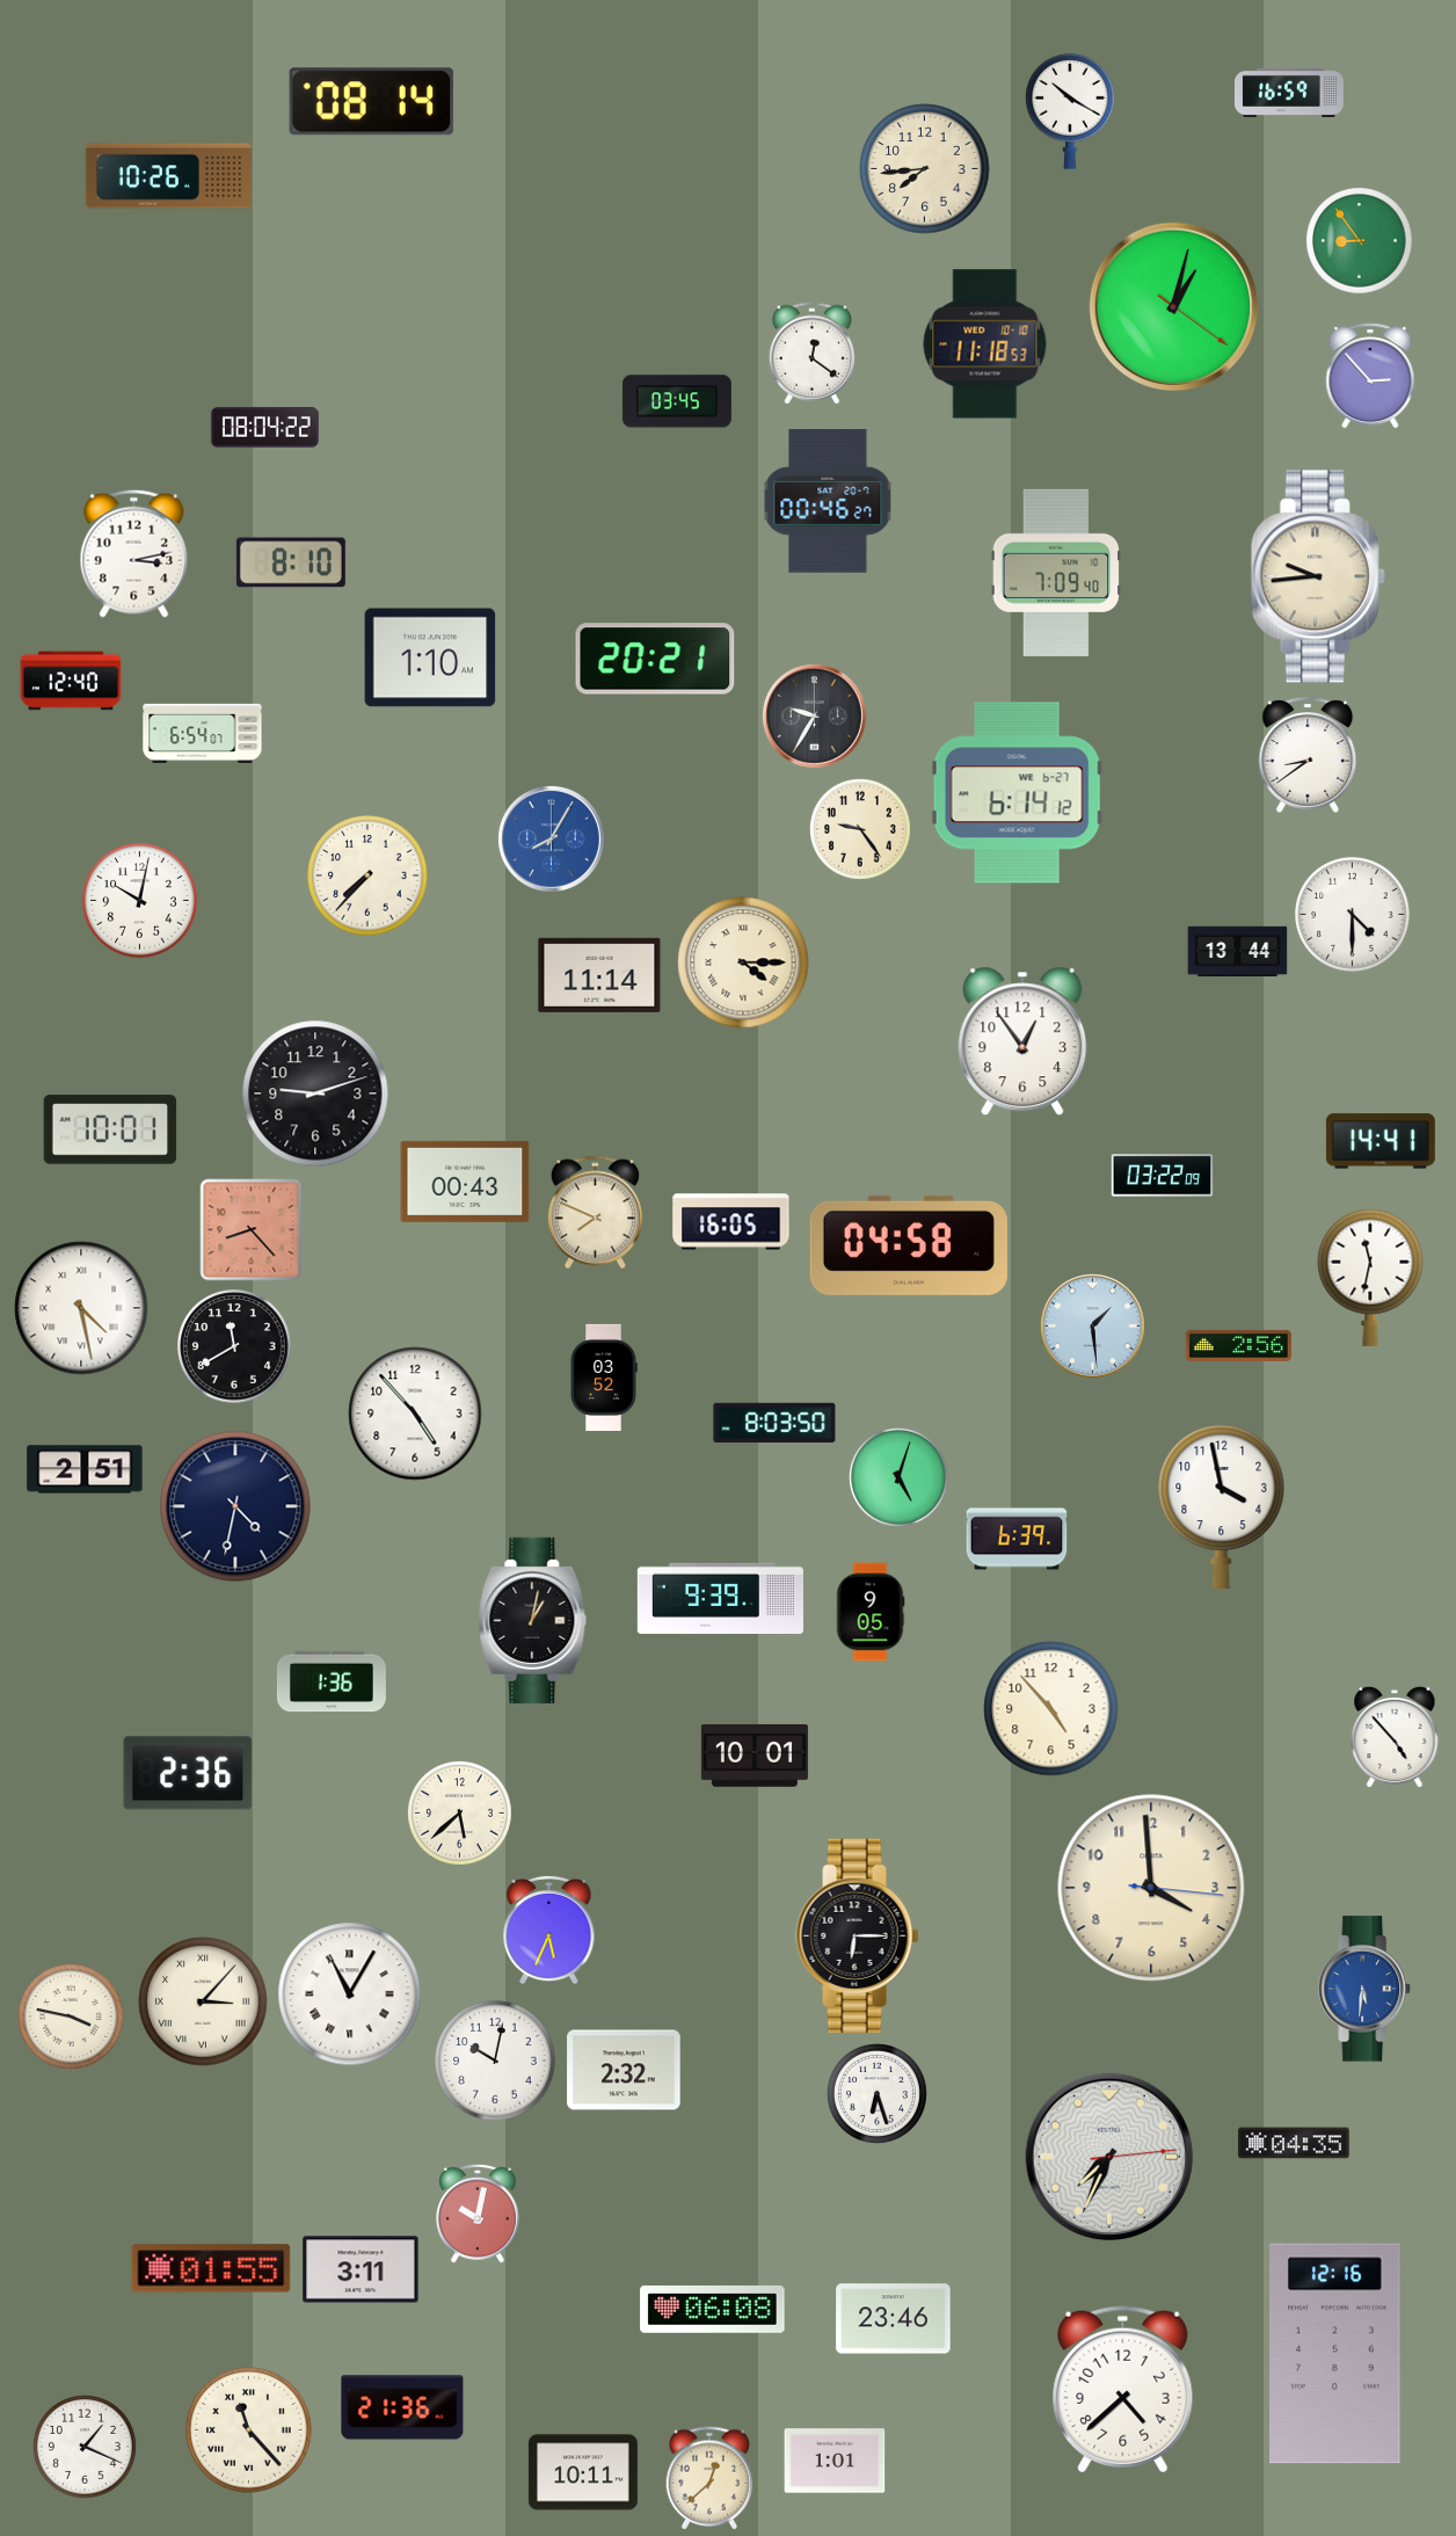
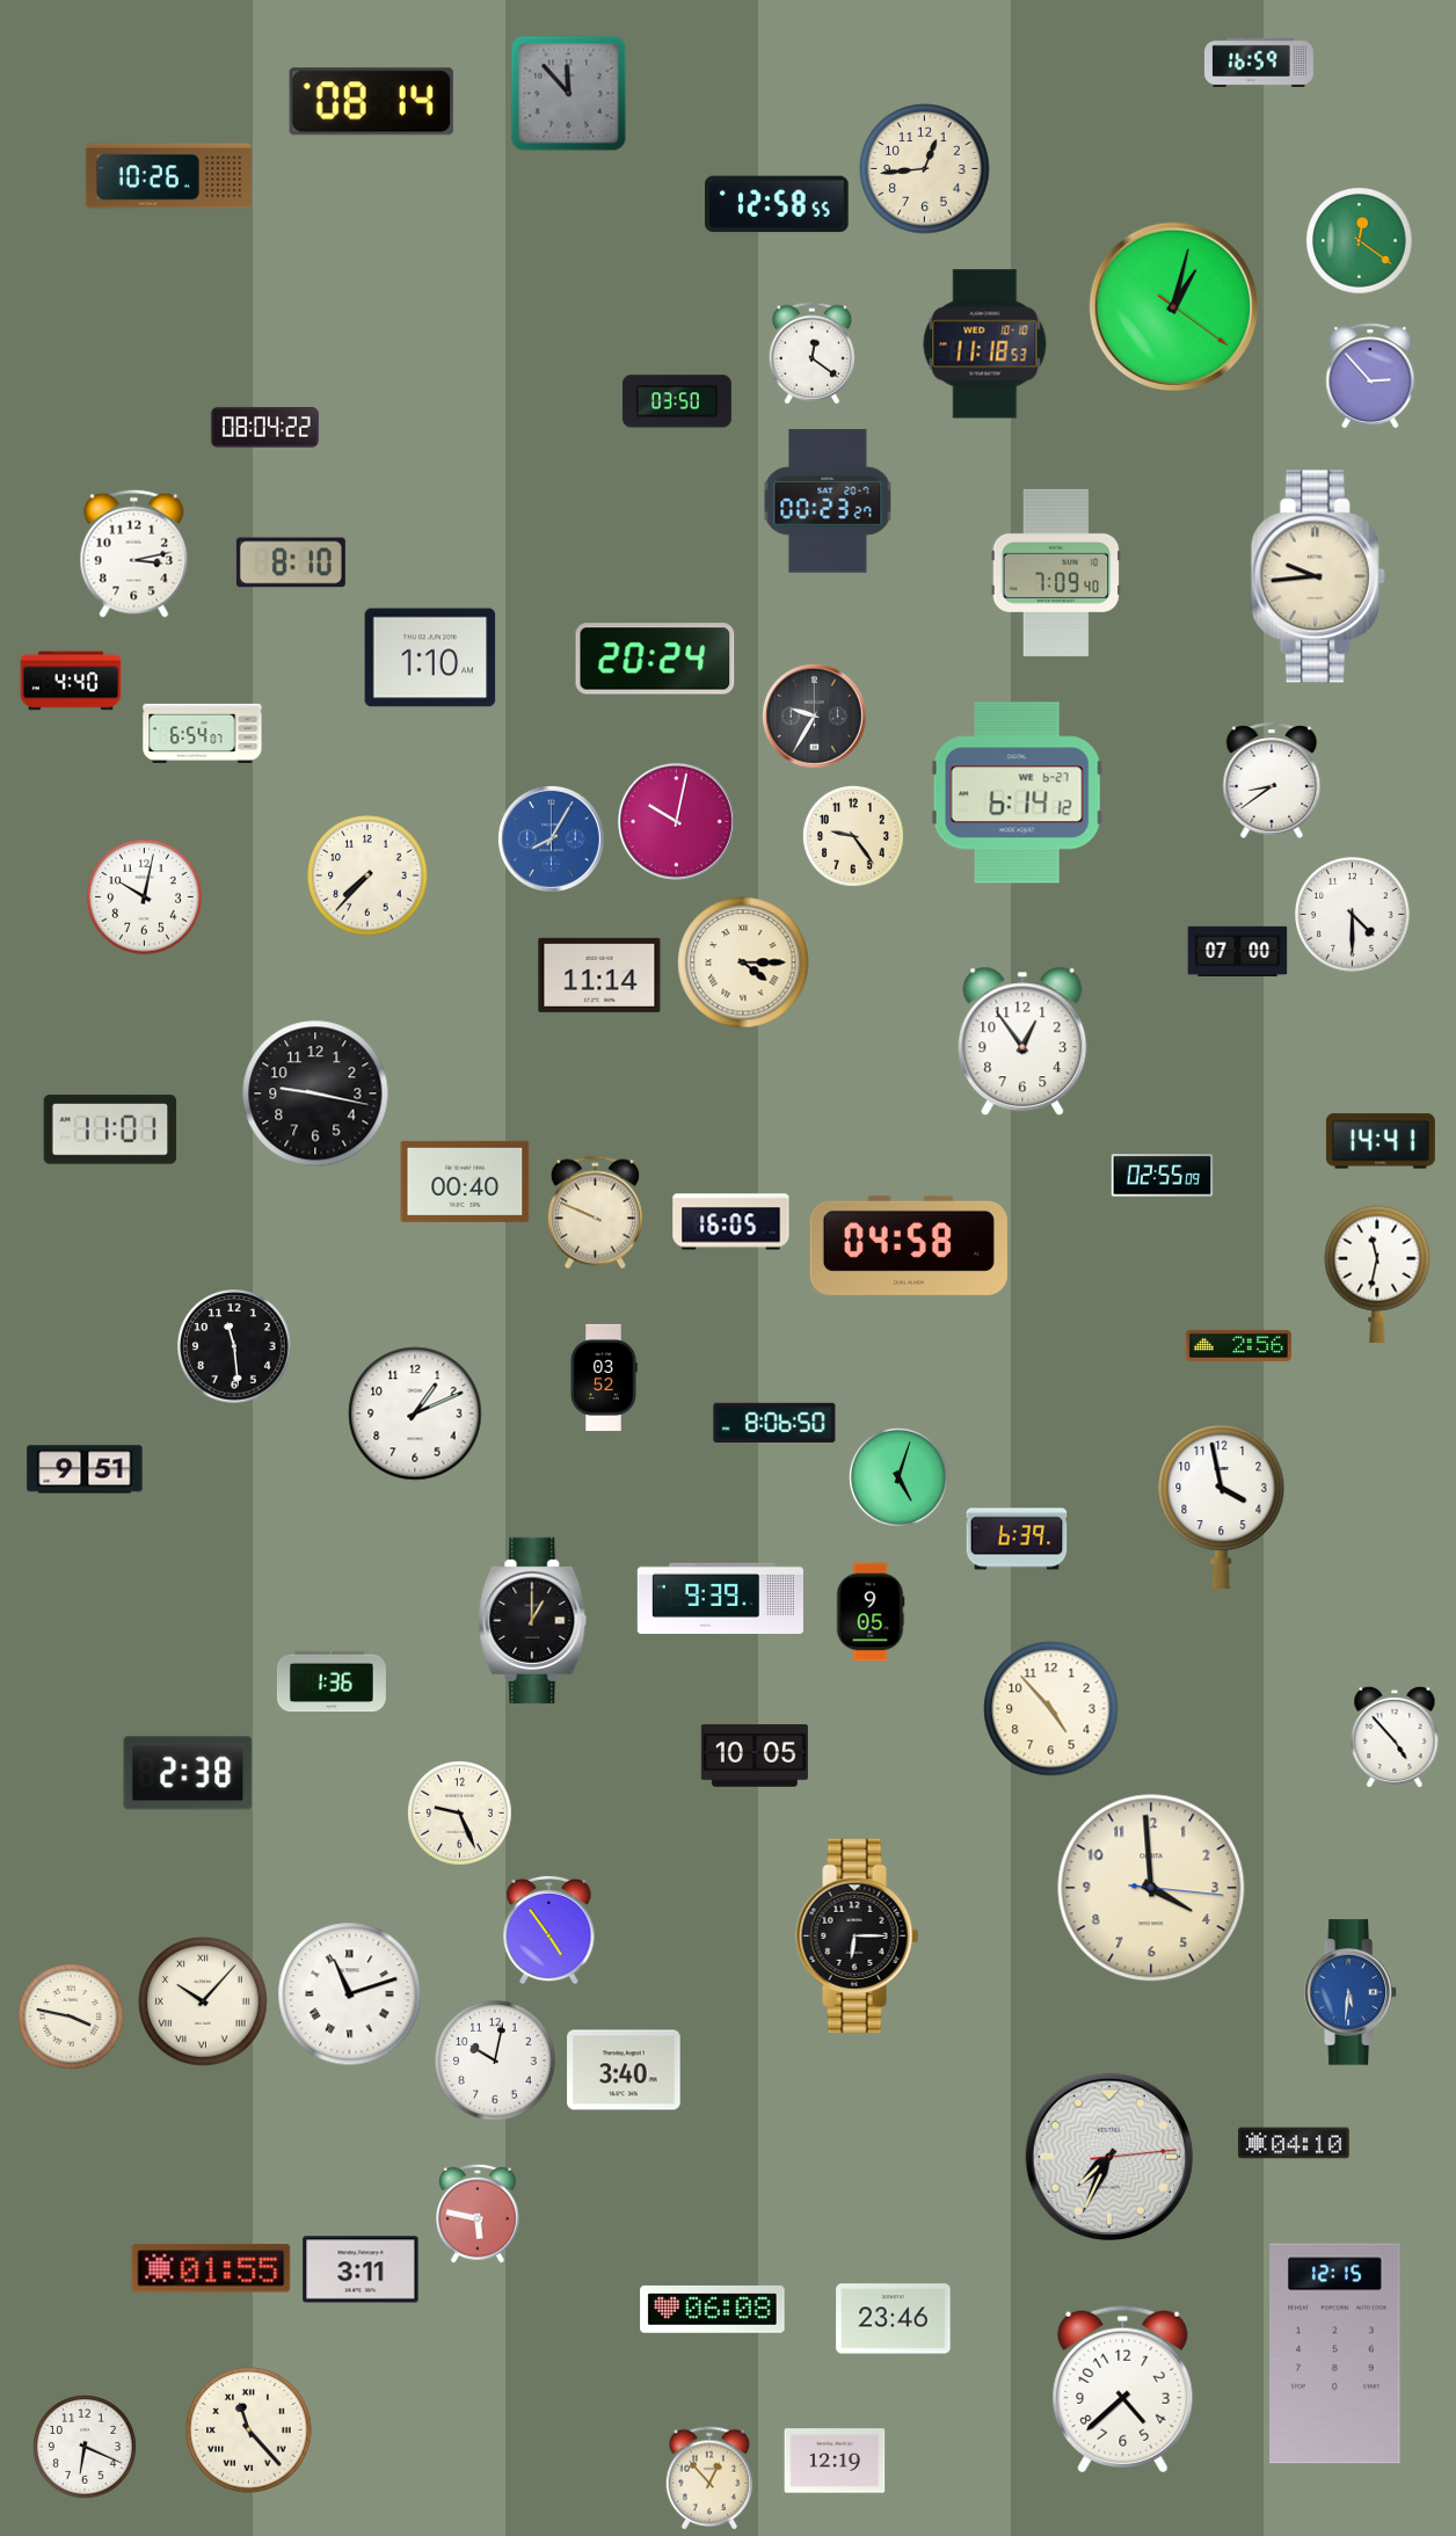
clock at (1289, 93) position: (1289, 93) -> (1259, 63)
clock at (569, 94): none -> 11:53
clock at (1070, 111): 10:20 -> none
clock at (925, 169): 7:44 -> 12:44
clock at (778, 204): none -> 12:58
clock at (1360, 241): 8:54 -> 12:21
clock at (677, 401): 03:45 -> 03:50
clock at (828, 501): 00:46 -> 00:23
clock at (655, 659): 20:21 -> 20:24
clock at (71, 681): 12:40 -> 4:40
clock at (1308, 755) position: (1308, 755) -> (1272, 780)
clock at (676, 821): none -> 10:02
clock at (861, 830) position: (861, 830) -> (854, 837)
clock at (140, 901) position: (140, 901) -> (145, 898)
clock at (1238, 952): 13:44 -> 07:00
clock at (315, 1093): 9:12 -> 9:17
clock at (110, 1129): 10:01 -> 11:01
clock at (1163, 1176): 03:22 -> 02:55
clock at (465, 1182): 00:43 -> 00:40
clock at (595, 1213): 7:49 -> 9:49
clock at (252, 1230): 8:23 -> none
clock at (1370, 1278) position: (1370, 1278) -> (1377, 1274)
clock at (81, 1308): 4:28 -> none
clock at (1093, 1327): 1:29 -> none
clock at (234, 1346): 11:40 -> 11:29
clock at (415, 1414): 4:53 -> 1:11
clock at (774, 1422): 8:03 -> 8:06
clock at (85, 1469): 2:51 -> 9:51
clock at (235, 1506): 4:32 -> none
clock at (533, 1620): 1:02 -> 1:00
clock at (755, 1756): 10:01 -> 10:05
clock at (188, 1773): 2:36 -> 2:38
clock at (460, 1814): 5:38 -> 9:26
clock at (549, 1930): 5:34 -> 4:54
clock at (1364, 1989) position: (1364, 1989) -> (1351, 1992)
clock at (350, 1994): 11:05 -> 11:12
clock at (203, 2001): 3:07 -> 10:07
clock at (624, 2070): 2:32 -> 3:40
clock at (876, 2093): 6:27 -> none
clock at (1294, 2143): 04:35 -> 04:10
clock at (478, 2214): 10:02 -> 5:47
clock at (1335, 2354): 12:16 -> 12:15
clock at (402, 2407): 21:36 -> none
clock at (86, 2448): 1:19 -> 6:19
clock at (835, 2461): 1:01 -> 12:19
clock at (583, 2472): 10:11 -> none
clock at (709, 2478): 12:38 -> 12:53
